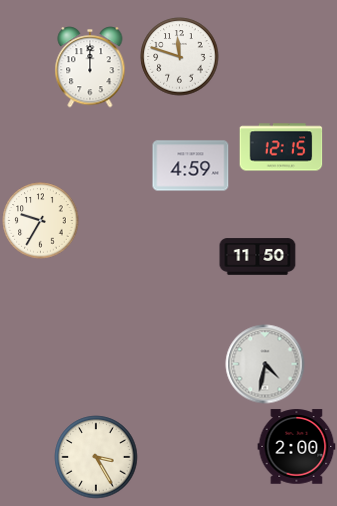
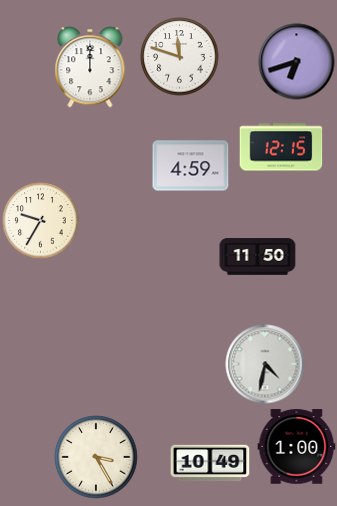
clock at (297, 62): none -> 6:42
clock at (297, 447): 2:00 -> 1:00
clock at (210, 463): none -> 10:49
